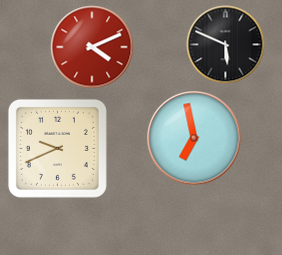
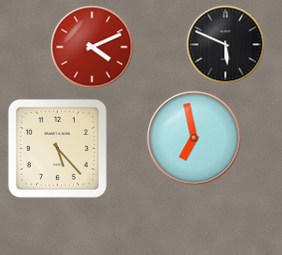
clock at (57, 148): 9:41 -> 5:23
